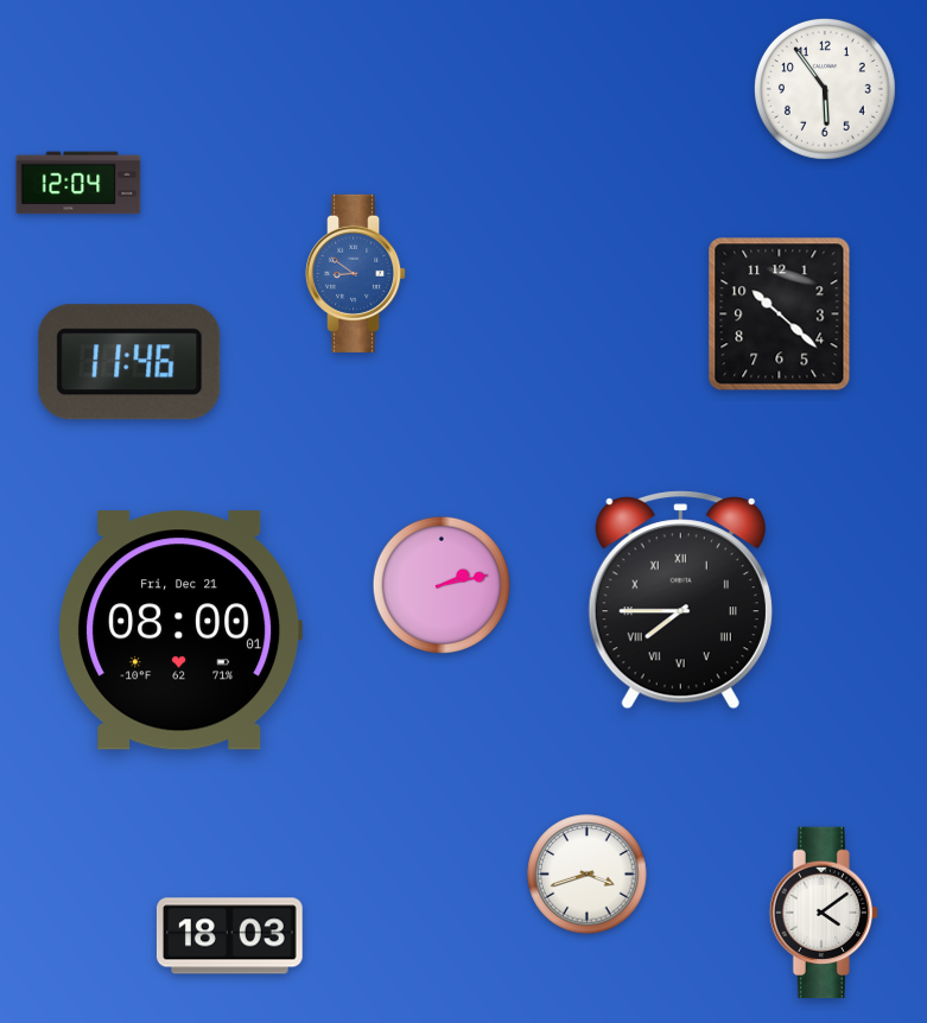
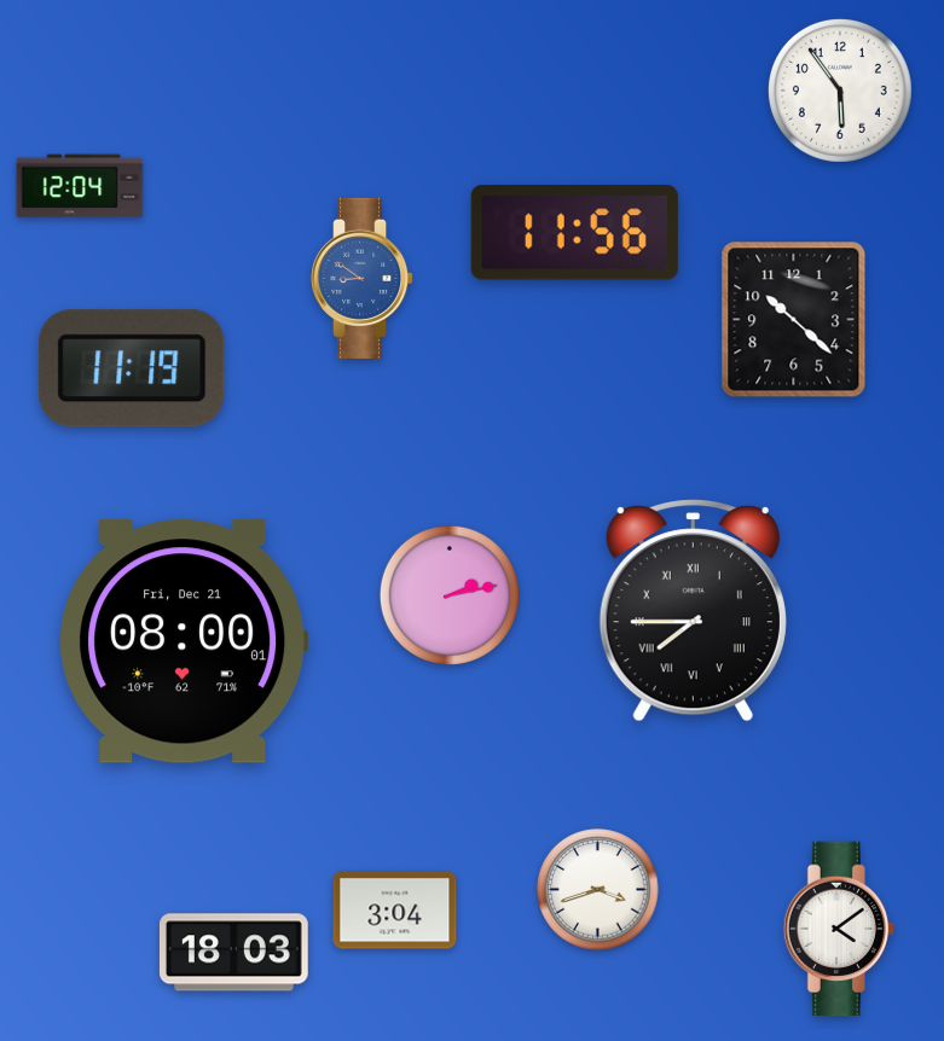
clock at (574, 233): none -> 11:56
clock at (129, 362): 11:46 -> 11:19
clock at (395, 911): none -> 3:04
